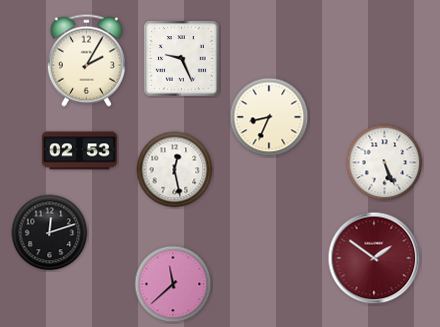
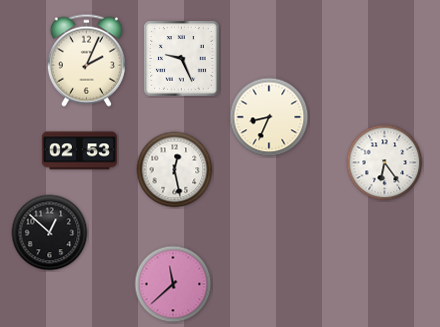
clock at (86, 60): 2:05 -> 2:04
clock at (385, 163): 5:26 -> 6:24
clock at (50, 233): 12:12 -> 12:52
clock at (374, 258): 1:51 -> none
